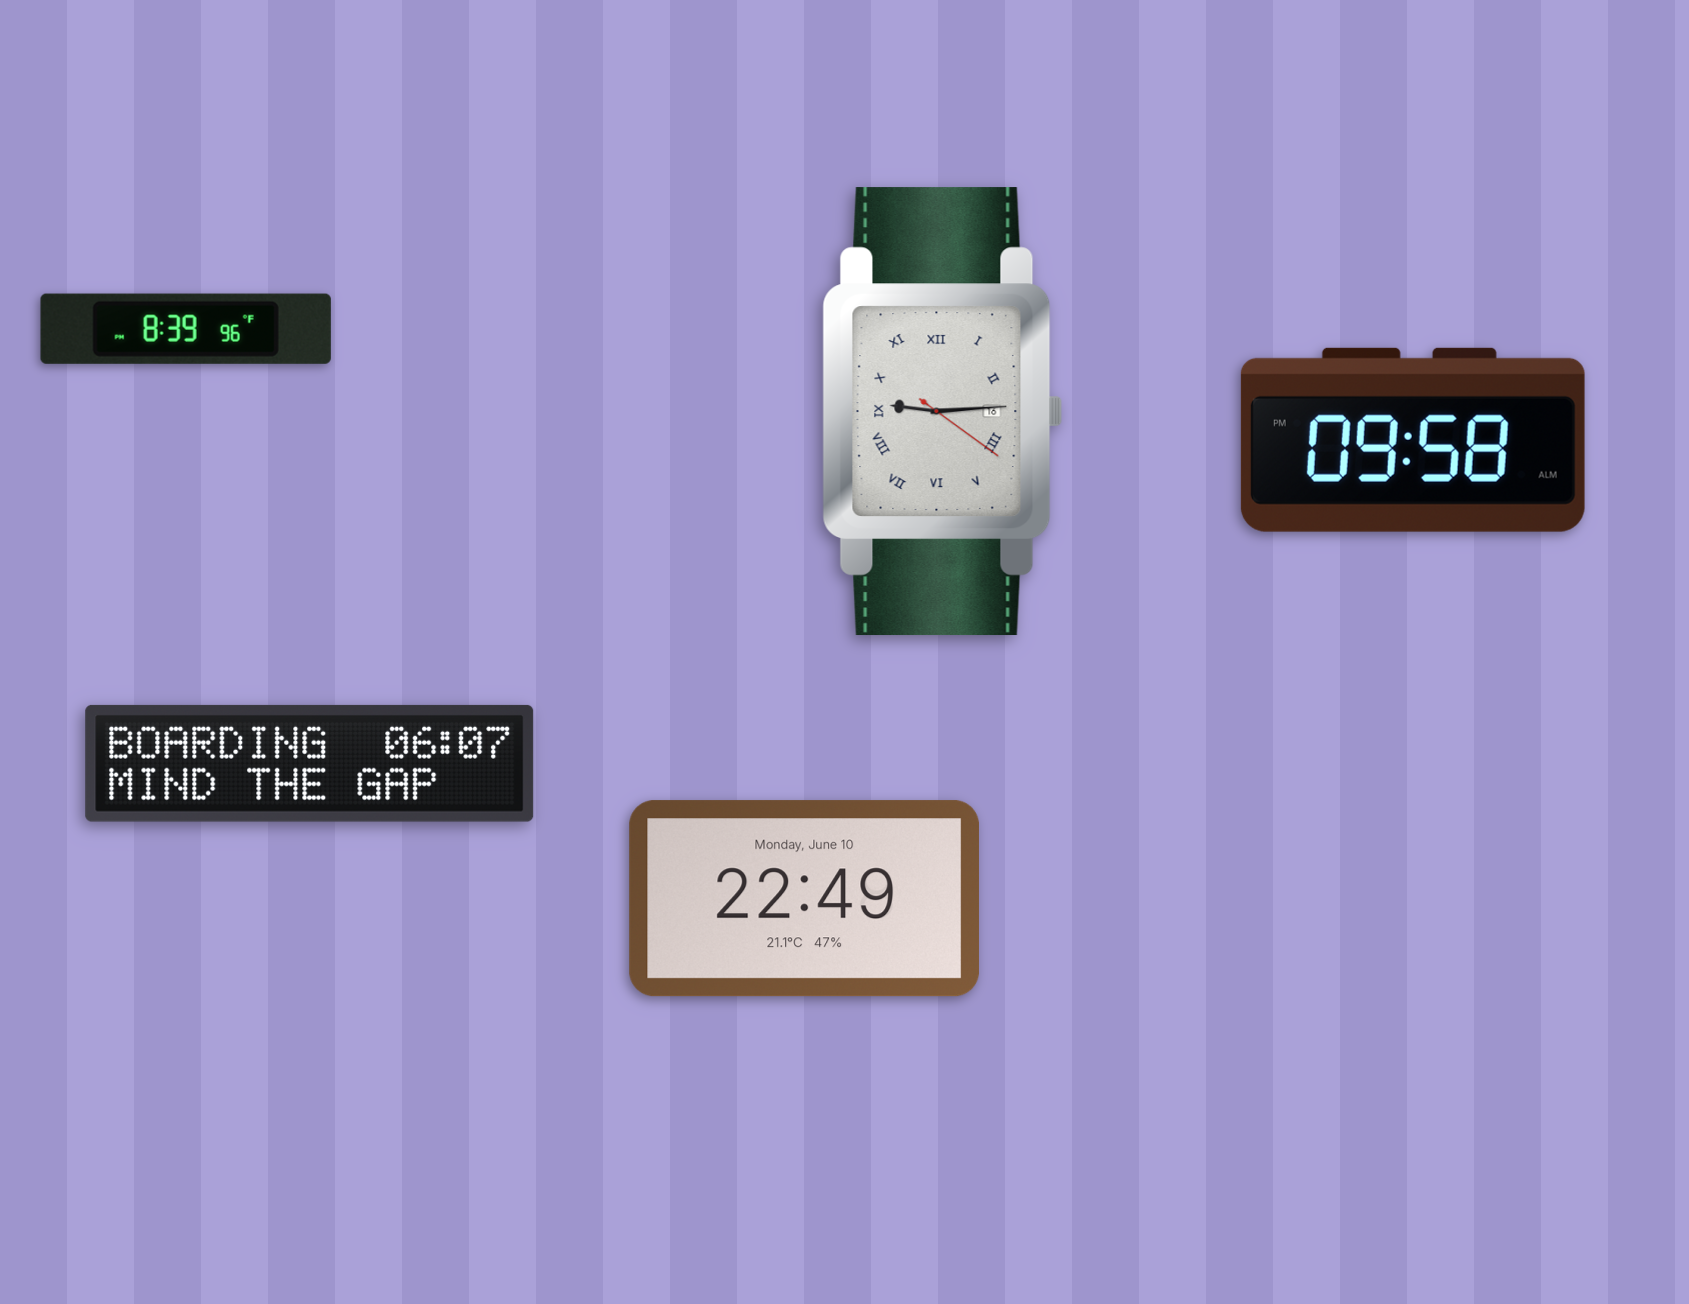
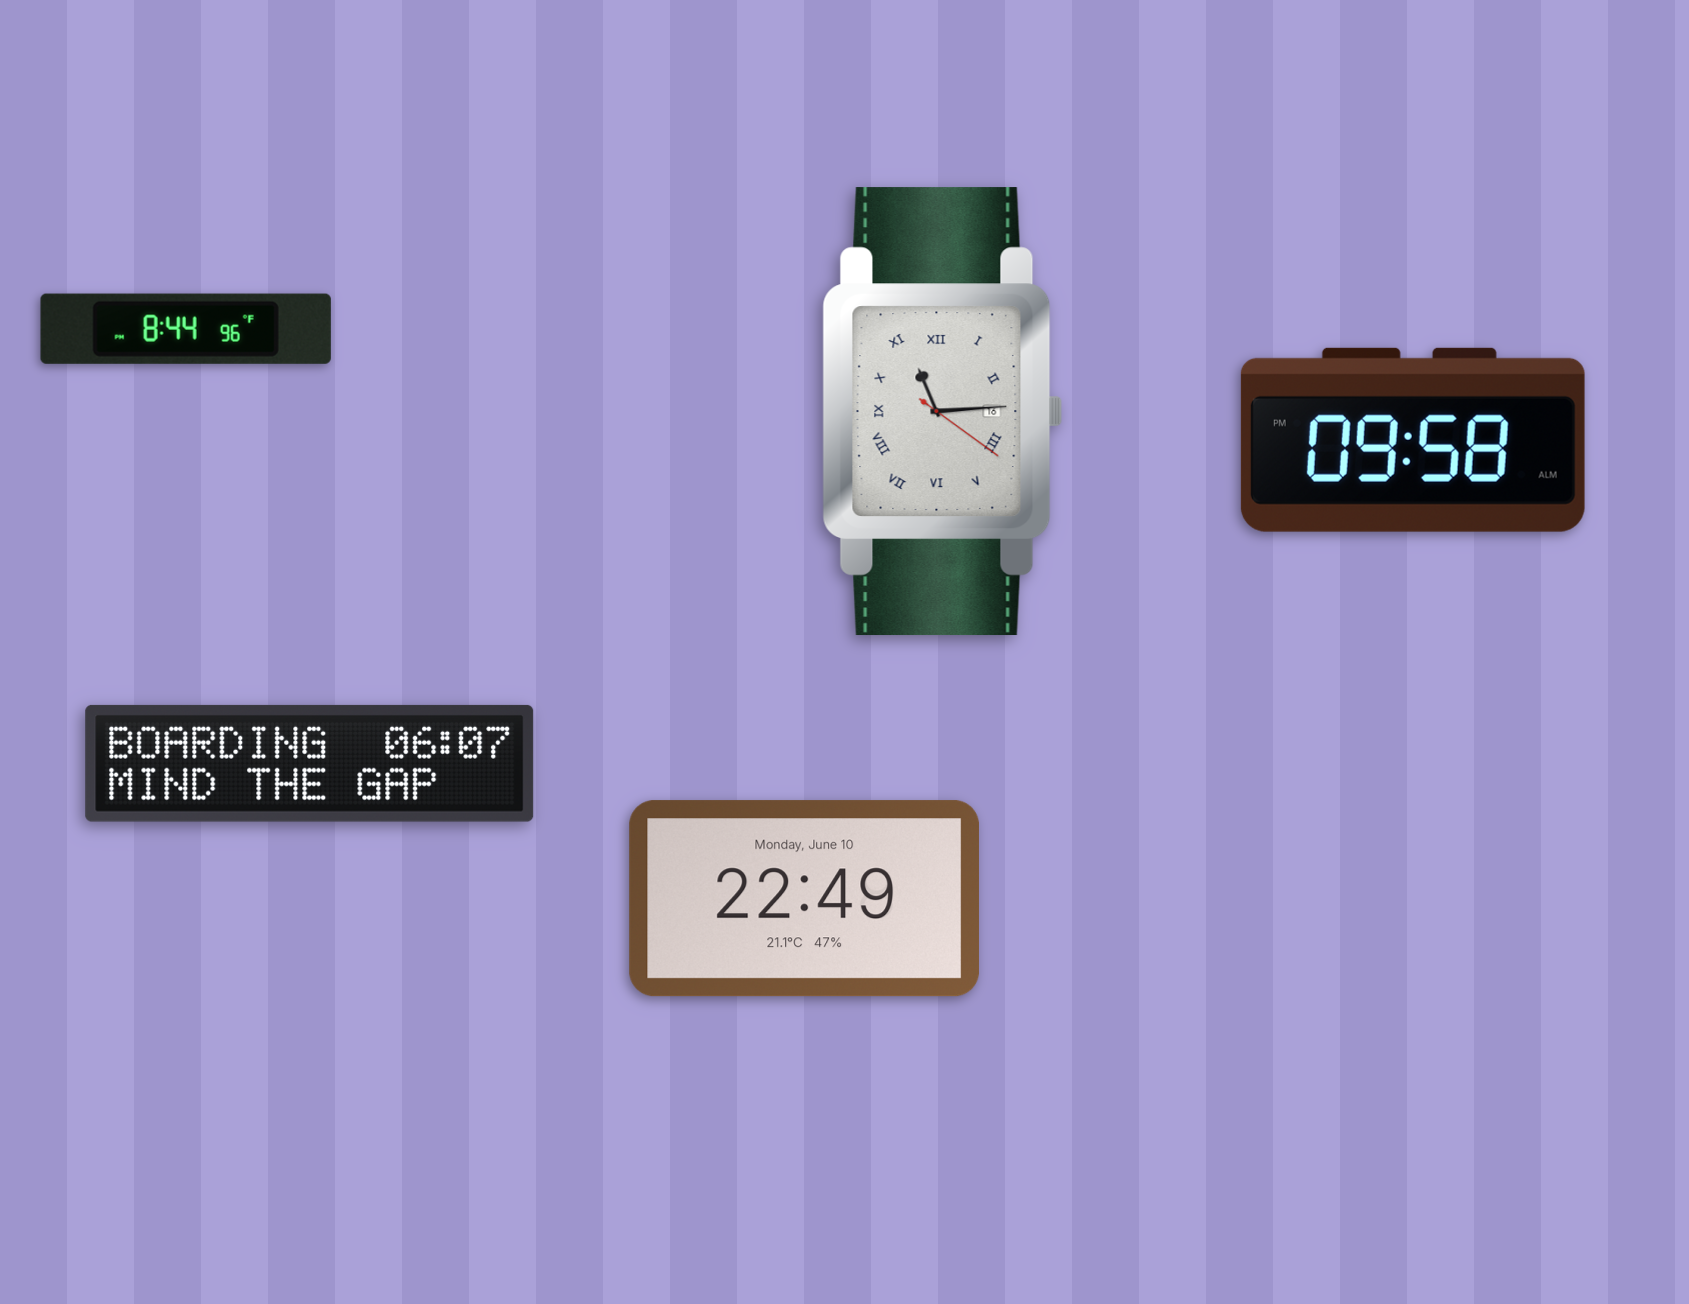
clock at (186, 329): 8:39 -> 8:44
clock at (943, 412): 9:14 -> 11:14
